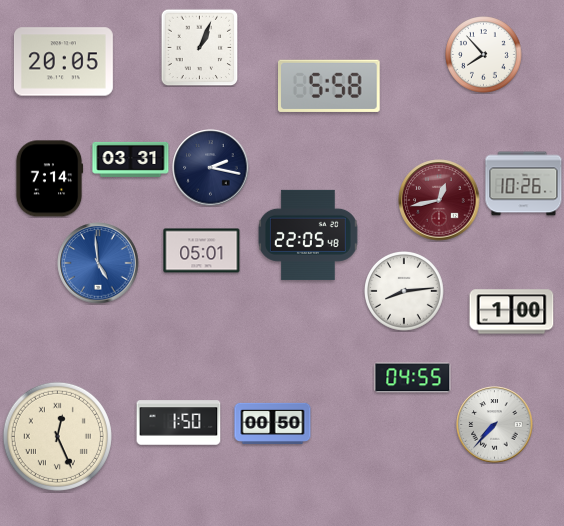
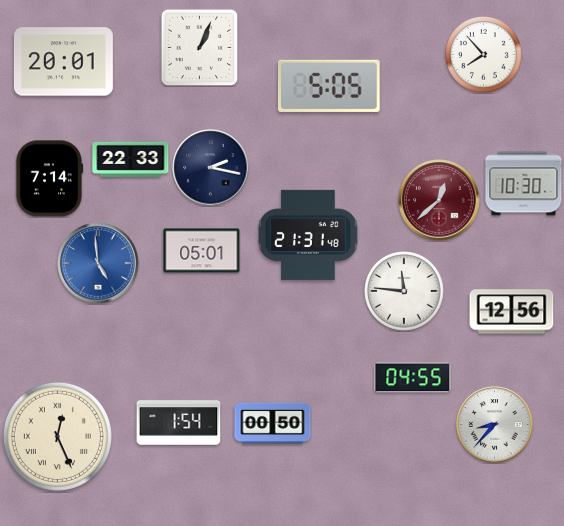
clock at (63, 62): 20:05 -> 20:01
clock at (330, 86): 5:58 -> 5:05
clock at (131, 159): 03:31 -> 22:33
clock at (524, 184): 10:26 -> 10:30
clock at (439, 200): 12:43 -> 12:38
clock at (308, 235): 22:05 -> 21:31
clock at (405, 292): 8:14 -> 11:46
clock at (512, 312): 1:00 -> 12:56
clock at (179, 423): 1:50 -> 1:54
clock at (495, 425): 7:37 -> 8:37
